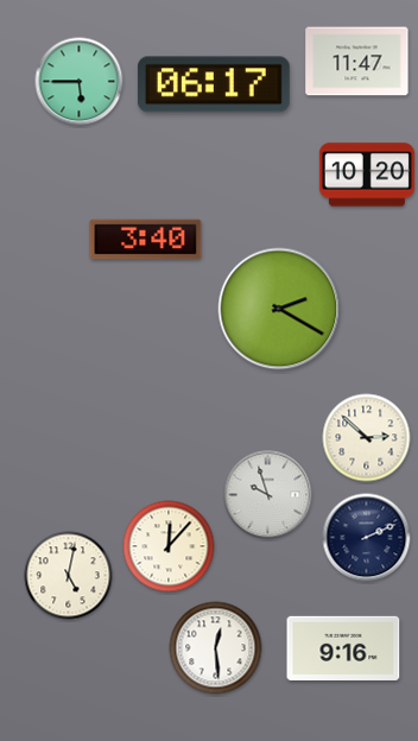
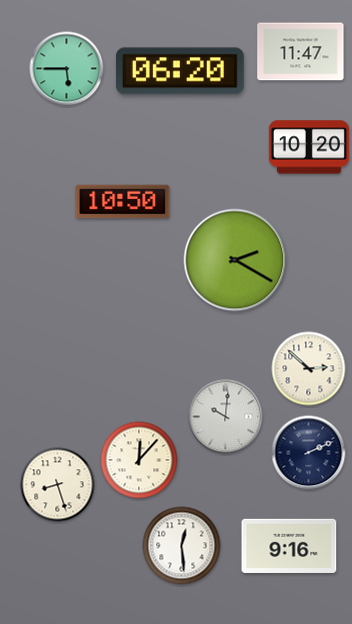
clock at (214, 84): 06:17 -> 06:20
clock at (146, 240): 3:40 -> 10:50
clock at (268, 495): 9:57 -> 10:01
clock at (169, 546) position: (169, 546) -> (139, 460)
clock at (69, 576): 5:02 -> 8:27
